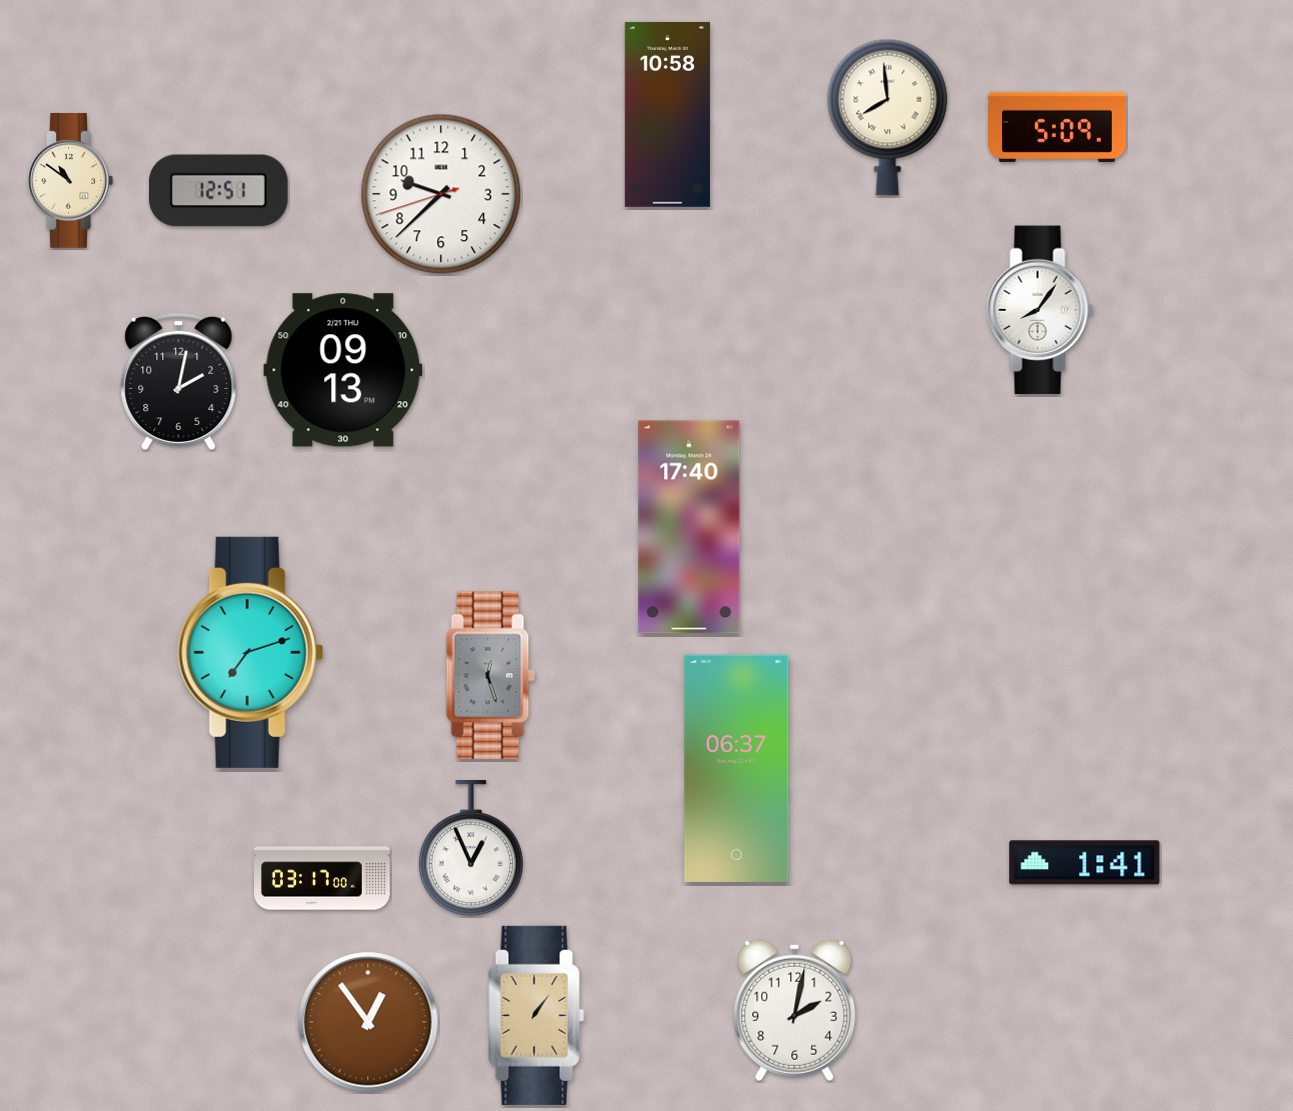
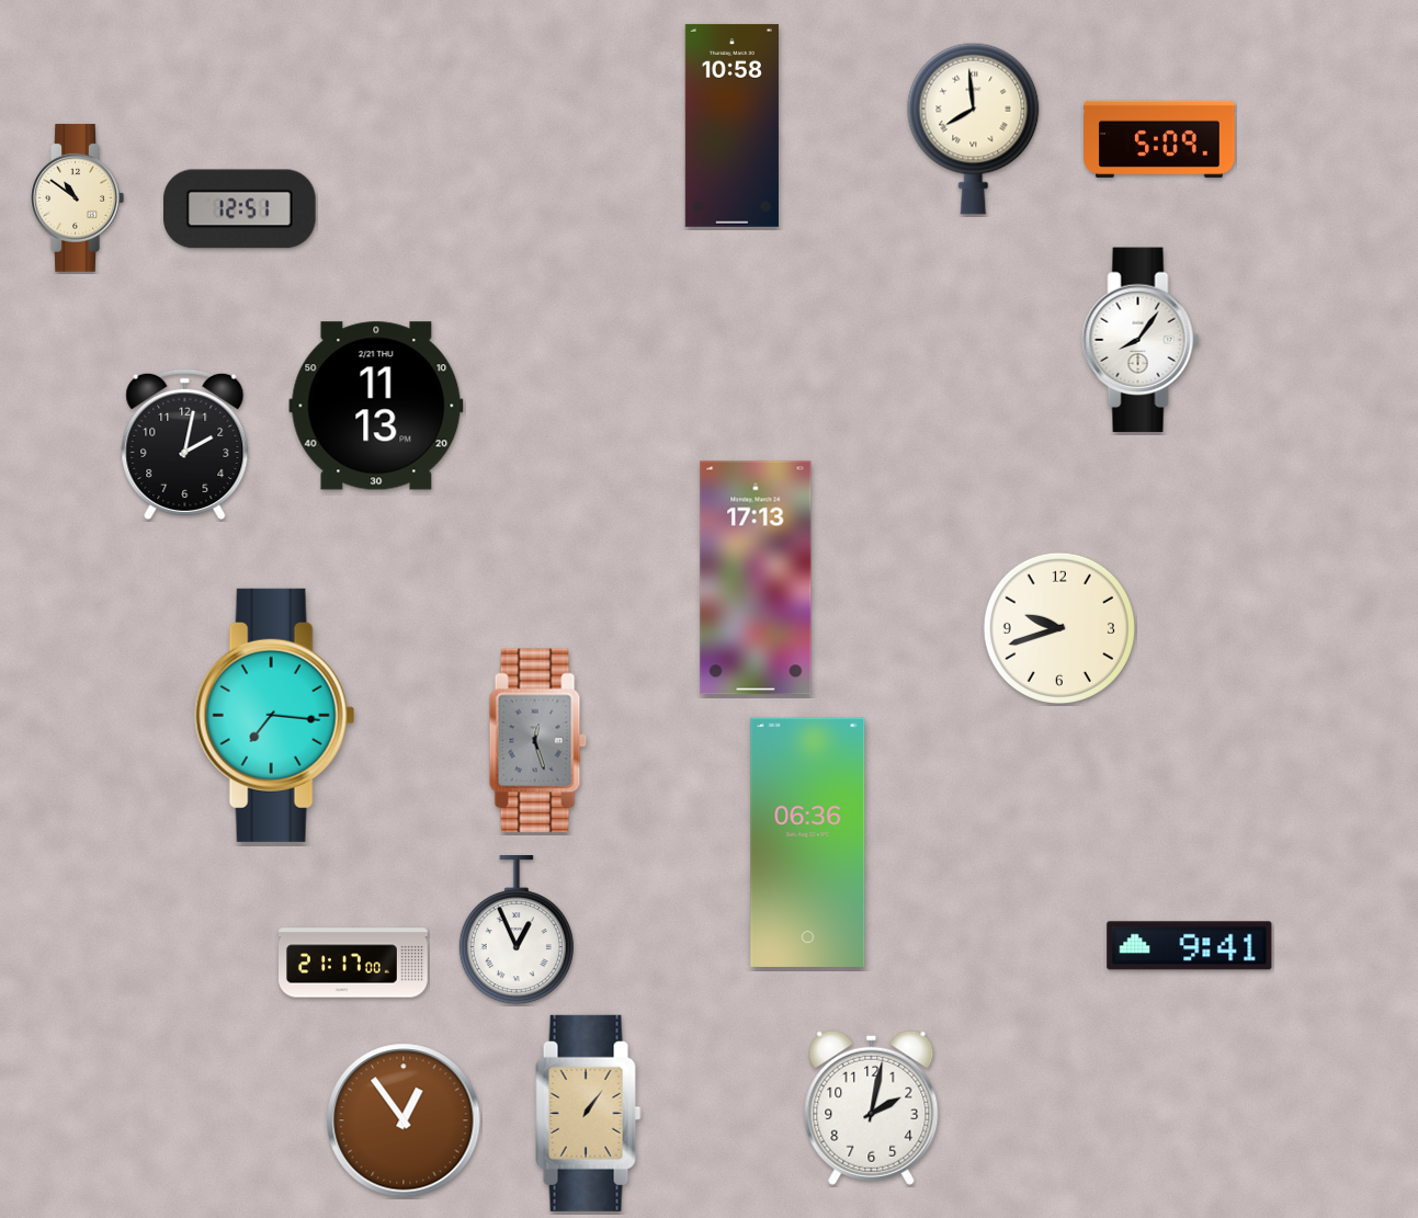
clock at (441, 194): 9:37 -> none
clock at (343, 370): 09:13 -> 11:13
clock at (179, 381) position: (179, 381) -> (185, 444)
clock at (689, 527): 17:40 -> 17:13
clock at (1059, 628): none -> 9:42
clock at (251, 652): 7:12 -> 7:16
clock at (737, 768): 06:37 -> 06:36
clock at (1085, 863): 1:41 -> 9:41
clock at (323, 878): 03:17 -> 21:17
